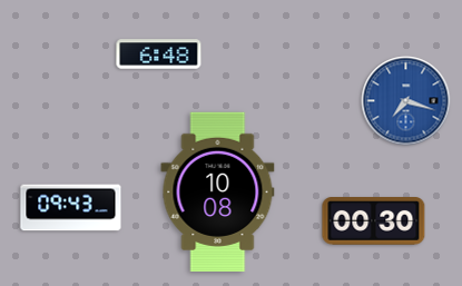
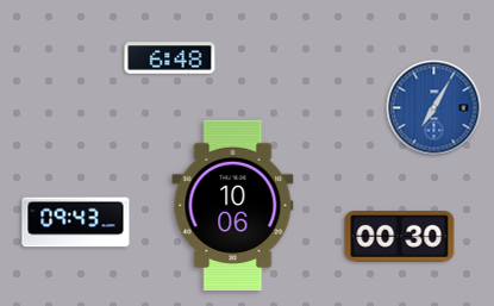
clock at (406, 101): 7:18 -> 7:05
clock at (218, 191): 10:08 -> 10:06
